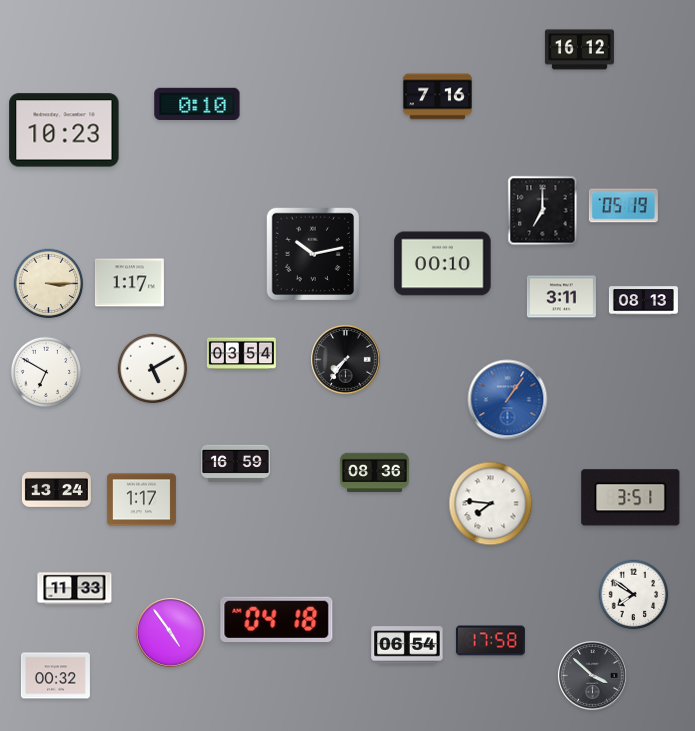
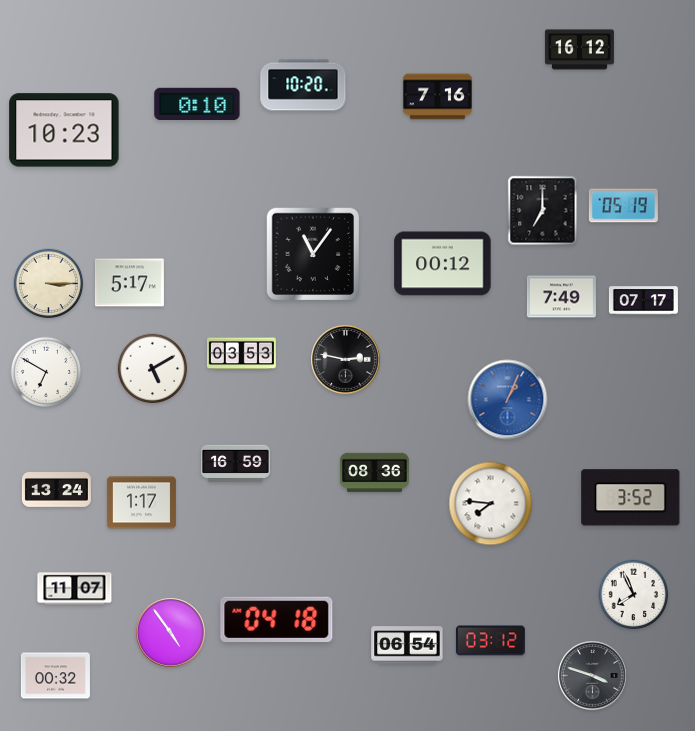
clock at (303, 85): none -> 10:20
clock at (312, 253): 10:13 -> 11:06
clock at (443, 264): 00:10 -> 00:12
clock at (129, 283): 1:17 -> 5:17
clock at (561, 297): 3:11 -> 7:49
clock at (643, 301): 08:13 -> 07:17
clock at (241, 354): 03:54 -> 03:53
clock at (346, 360): 7:36 -> 2:47
clock at (508, 400): 1:06 -> 1:04
clock at (631, 498): 3:51 -> 3:52
clock at (141, 500) position: (141, 500) -> (141, 503)
clock at (75, 589): 11:33 -> 11:07
clock at (634, 595): 7:51 -> 7:56
clock at (490, 641): 17:58 -> 03:12
clock at (593, 676): 3:52 -> 3:48
